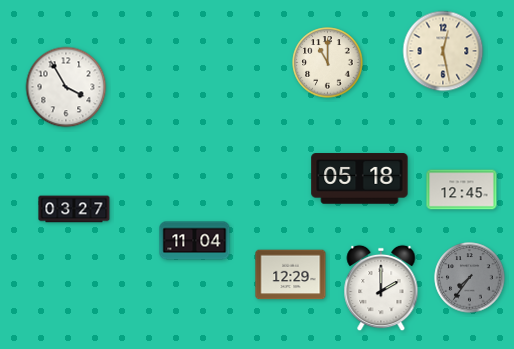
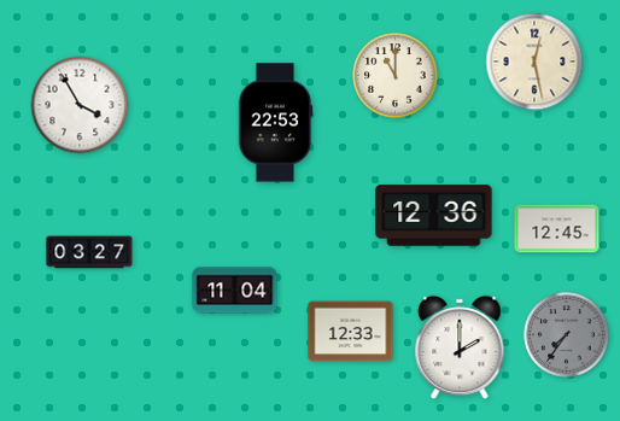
clock at (275, 123): none -> 22:53
clock at (360, 179): 05:18 -> 12:36
clock at (291, 275): 12:29 -> 12:33
